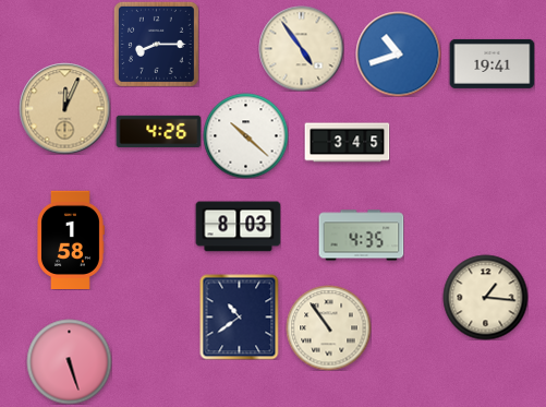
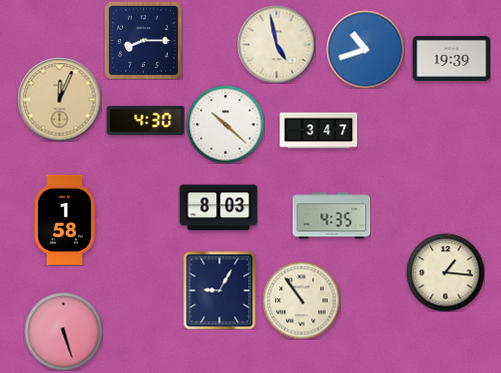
clock at (301, 48): 4:54 -> 4:58
clock at (492, 63): 19:41 -> 19:39
clock at (158, 132): 4:26 -> 4:30
clock at (347, 143): 3:45 -> 3:47
clock at (240, 316): 10:39 -> 9:05
